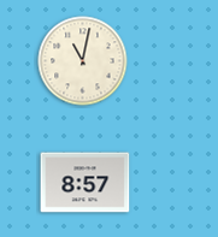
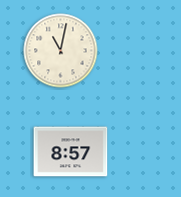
clock at (83, 61) position: (83, 61) -> (61, 51)
